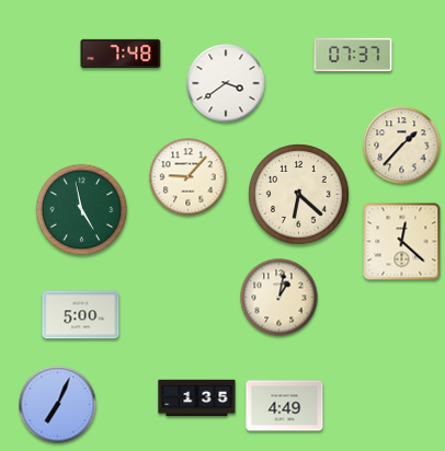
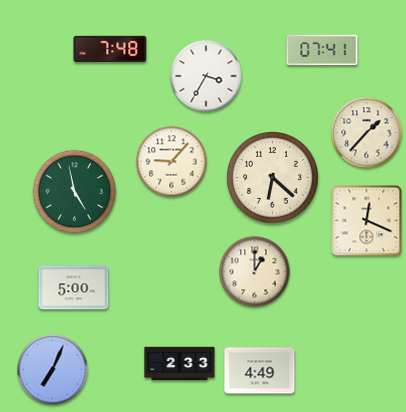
clock at (353, 55): 07:37 -> 07:41
clock at (226, 83): 3:39 -> 3:35
clock at (402, 242): 12:22 -> 12:19
clock at (279, 298): 1:02 -> 1:00
clock at (197, 398): 1:35 -> 2:33
